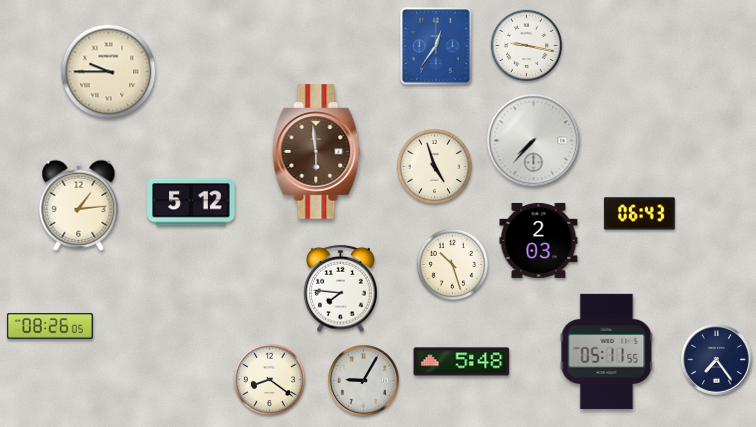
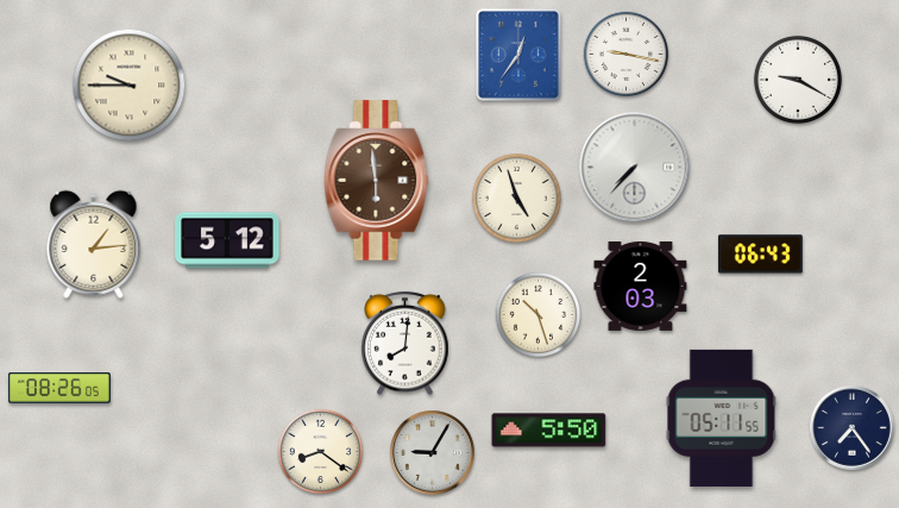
clock at (798, 80): none -> 9:20
clock at (341, 289): 7:46 -> 8:01
clock at (462, 362): 5:48 -> 5:50
